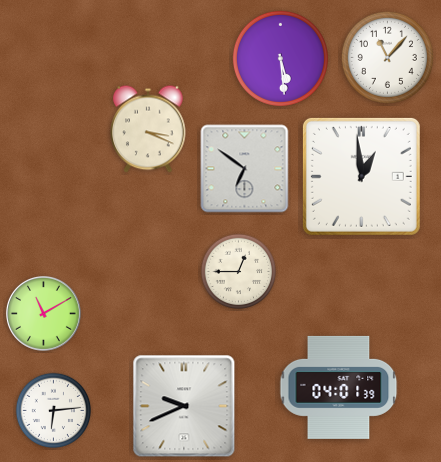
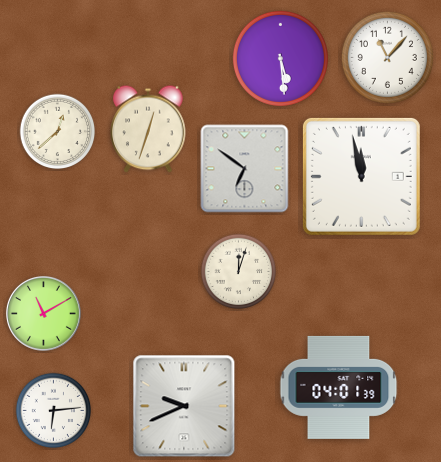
clock at (148, 129): 3:19 -> 12:33
clock at (58, 132): none -> 12:38
clock at (361, 176): 12:59 -> 11:58
clock at (239, 272): 12:45 -> 12:03
